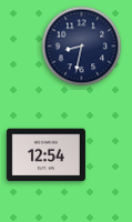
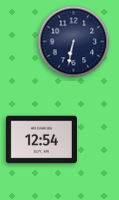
clock at (82, 47): 8:32 -> 6:32
